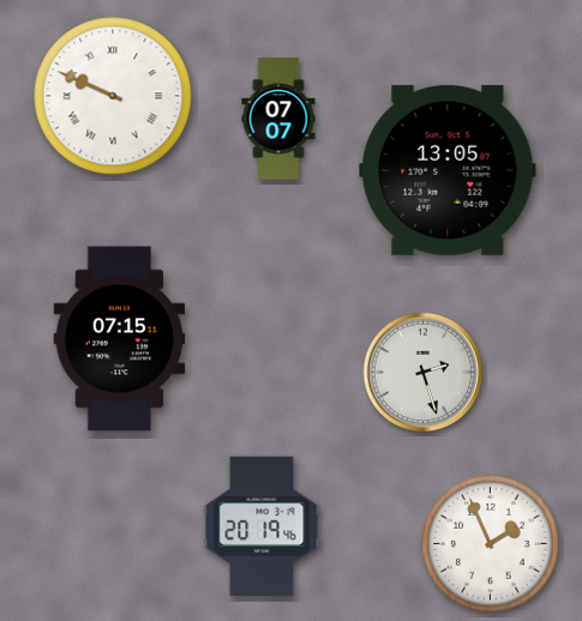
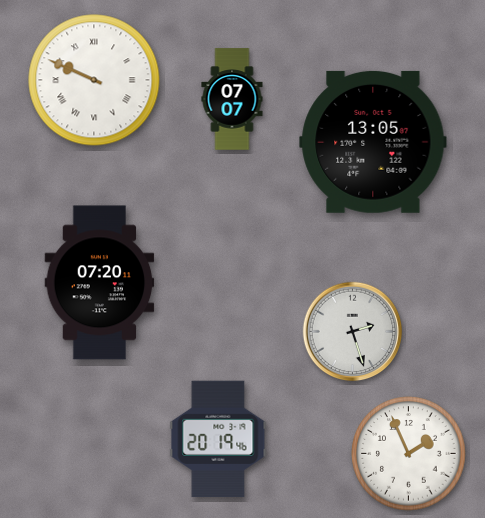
clock at (120, 339): 07:15 -> 07:20
clock at (424, 373) position: (424, 373) -> (353, 332)
